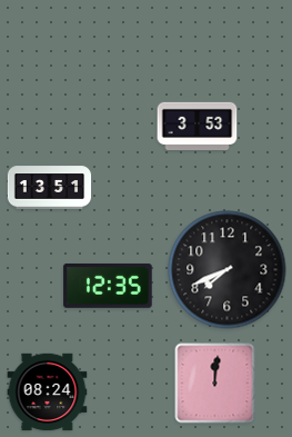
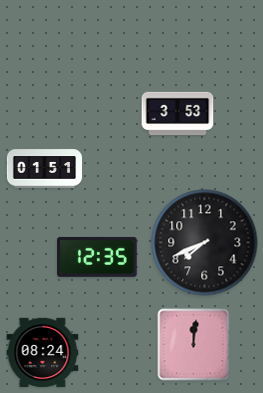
clock at (50, 188): 13:51 -> 01:51
